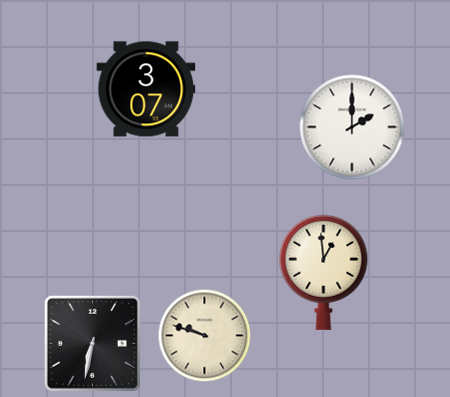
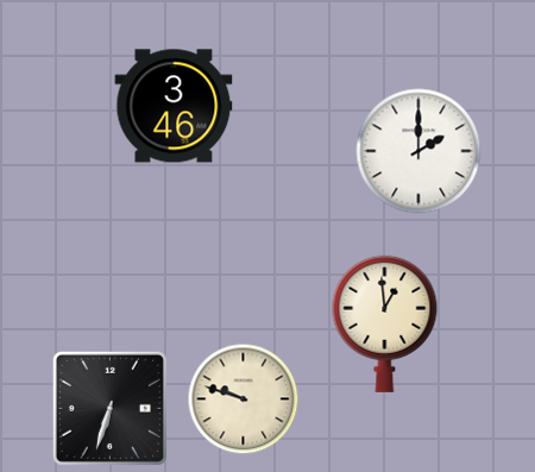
clock at (146, 89): 3:07 -> 3:46
clock at (92, 343): 6:32 -> 6:33
